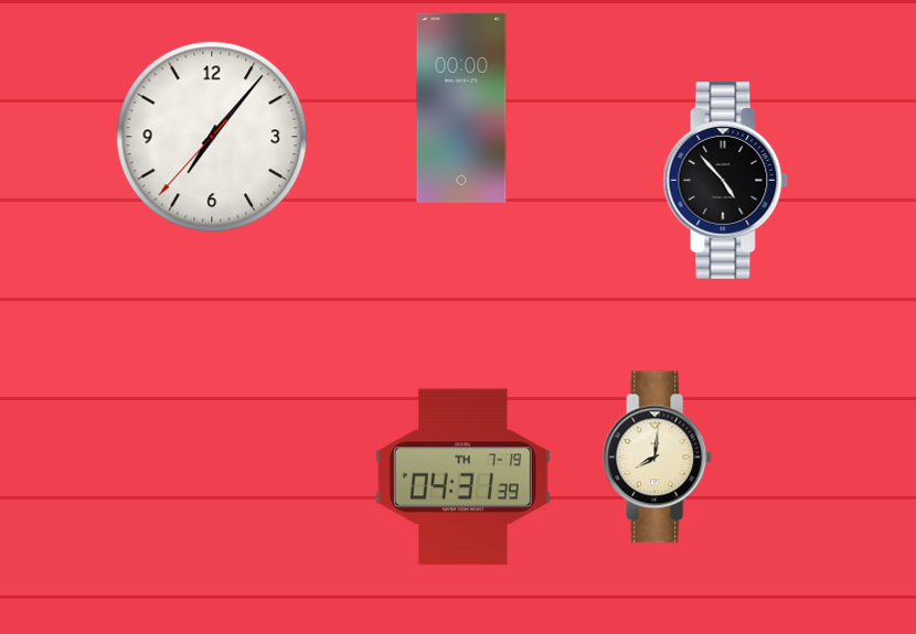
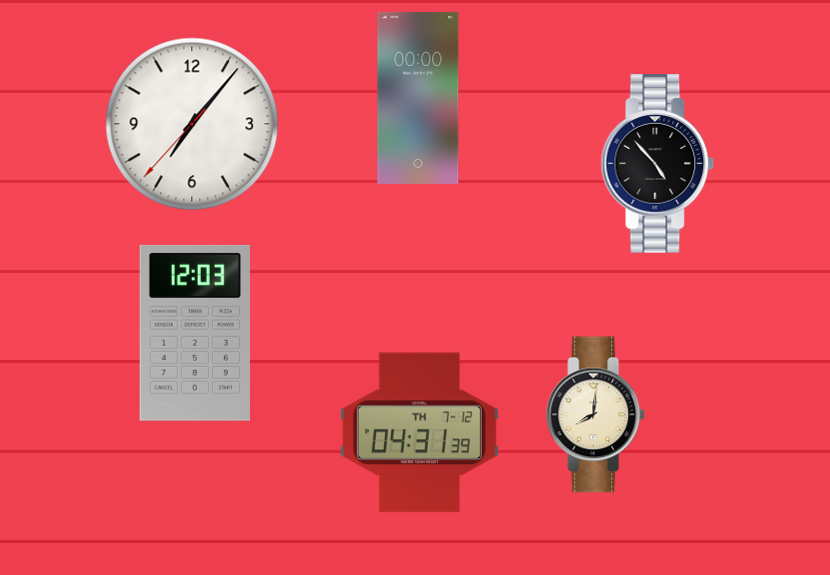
clock at (195, 333): none -> 12:03
clock at (462, 477) date: TH 7-19 -> TH 7-12
